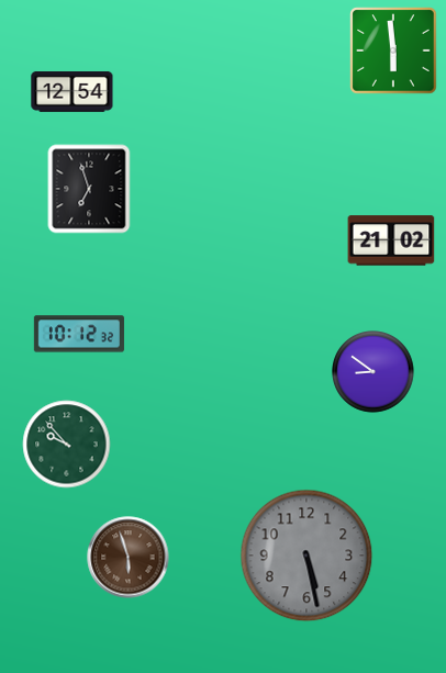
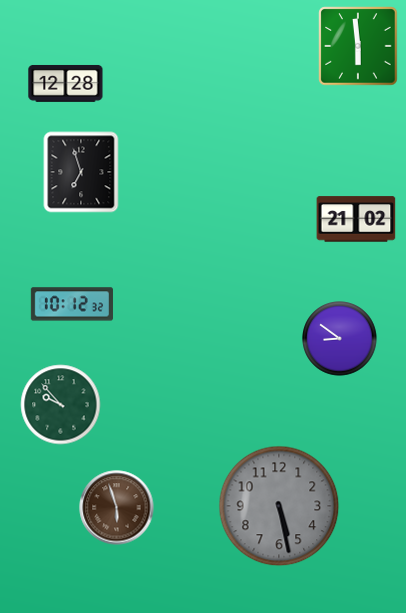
clock at (73, 91): 12:54 -> 12:28
